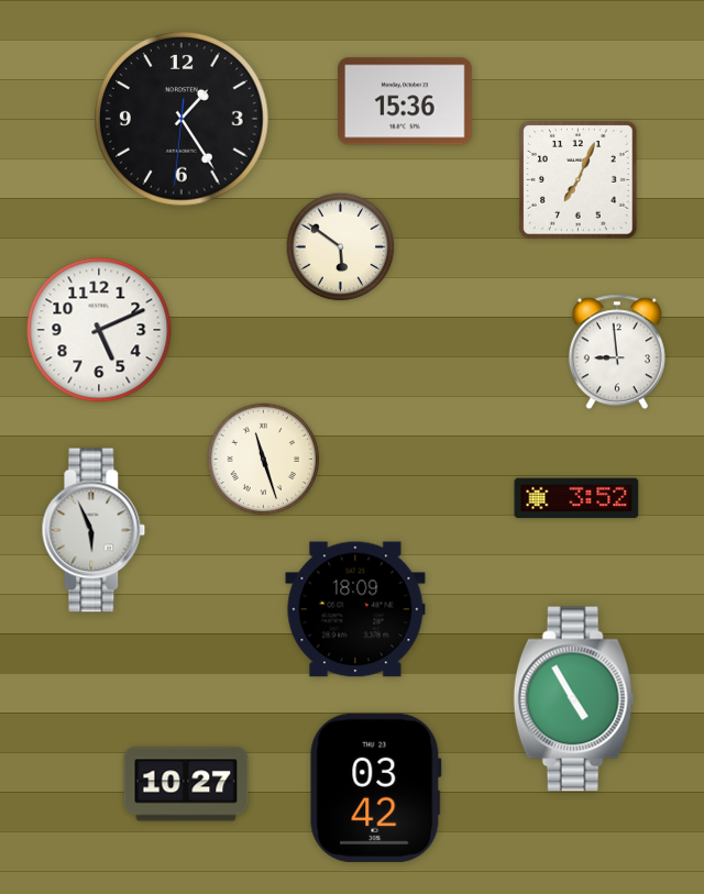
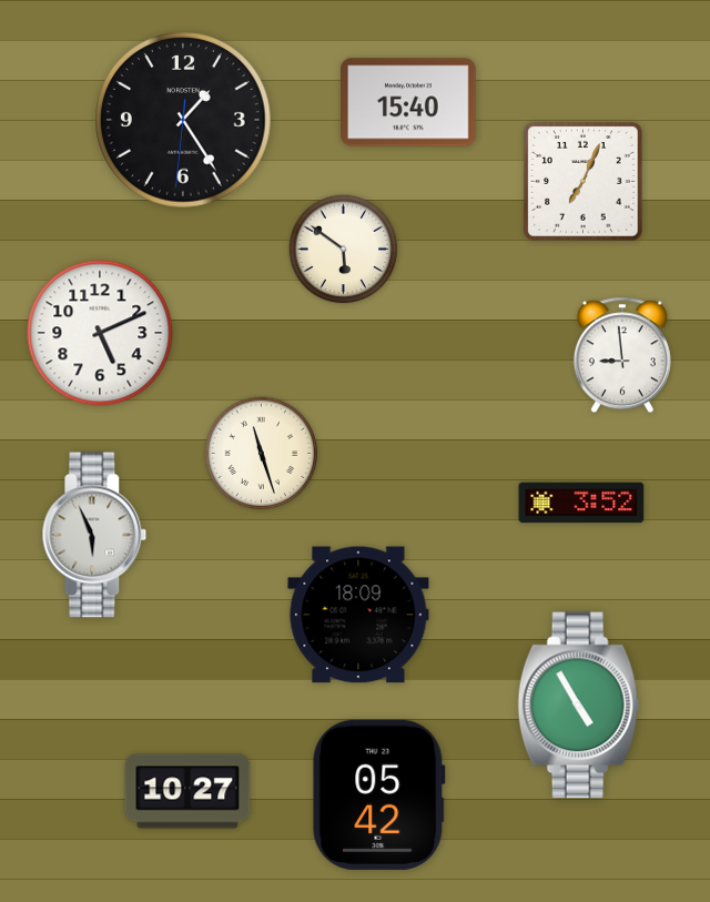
clock at (406, 101): 15:36 -> 15:40
clock at (264, 460) position: (264, 460) -> (262, 454)
clock at (376, 787): 03:42 -> 05:42
